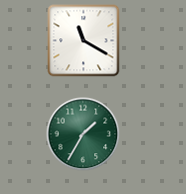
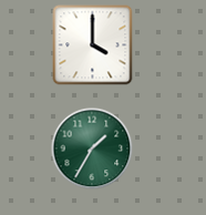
clock at (84, 41): 11:20 -> 4:00
